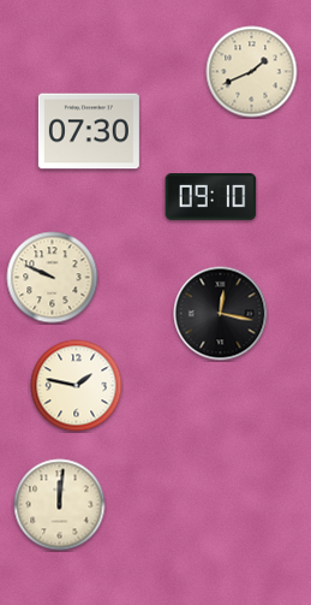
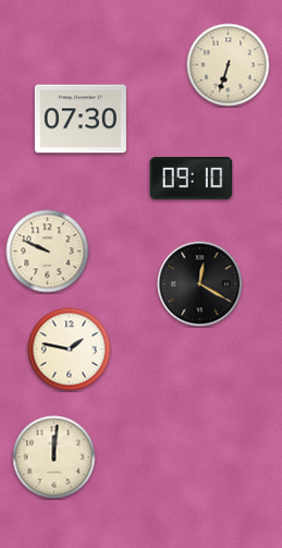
clock at (252, 72): 1:41 -> 6:33
clock at (221, 314): 12:17 -> 12:20
